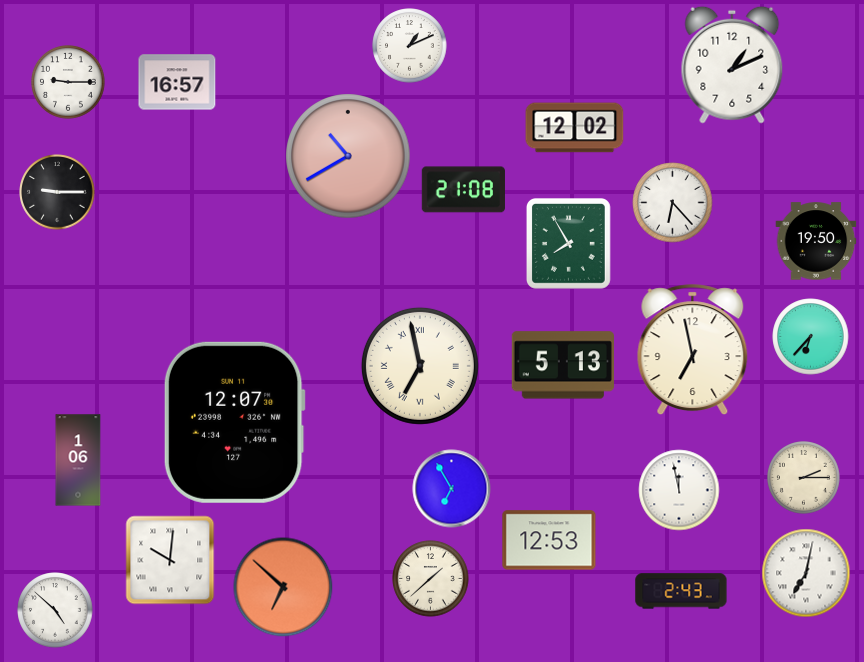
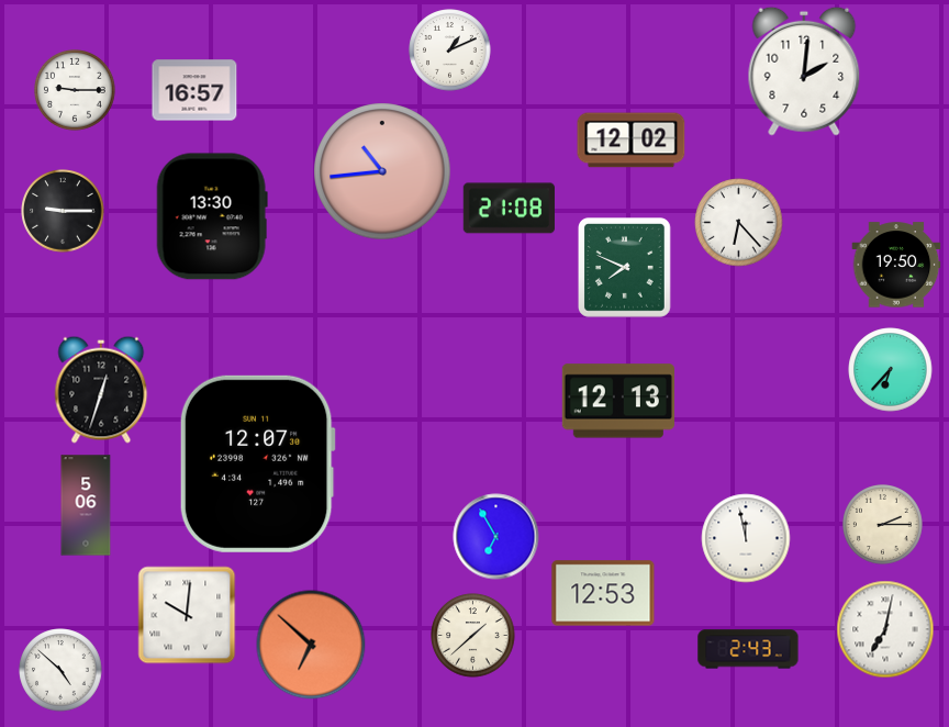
clock at (732, 65): 1:11 -> 2:01
clock at (348, 156): 10:40 -> 10:44
clock at (212, 216): none -> 13:30
clock at (568, 244): 7:55 -> 7:49
clock at (693, 350): 6:58 -> none
clock at (101, 390): none -> 12:33
clock at (563, 365): 5:13 -> 12:13
clock at (420, 366): 6:58 -> none
clock at (78, 460): 1:06 -> 5:06
